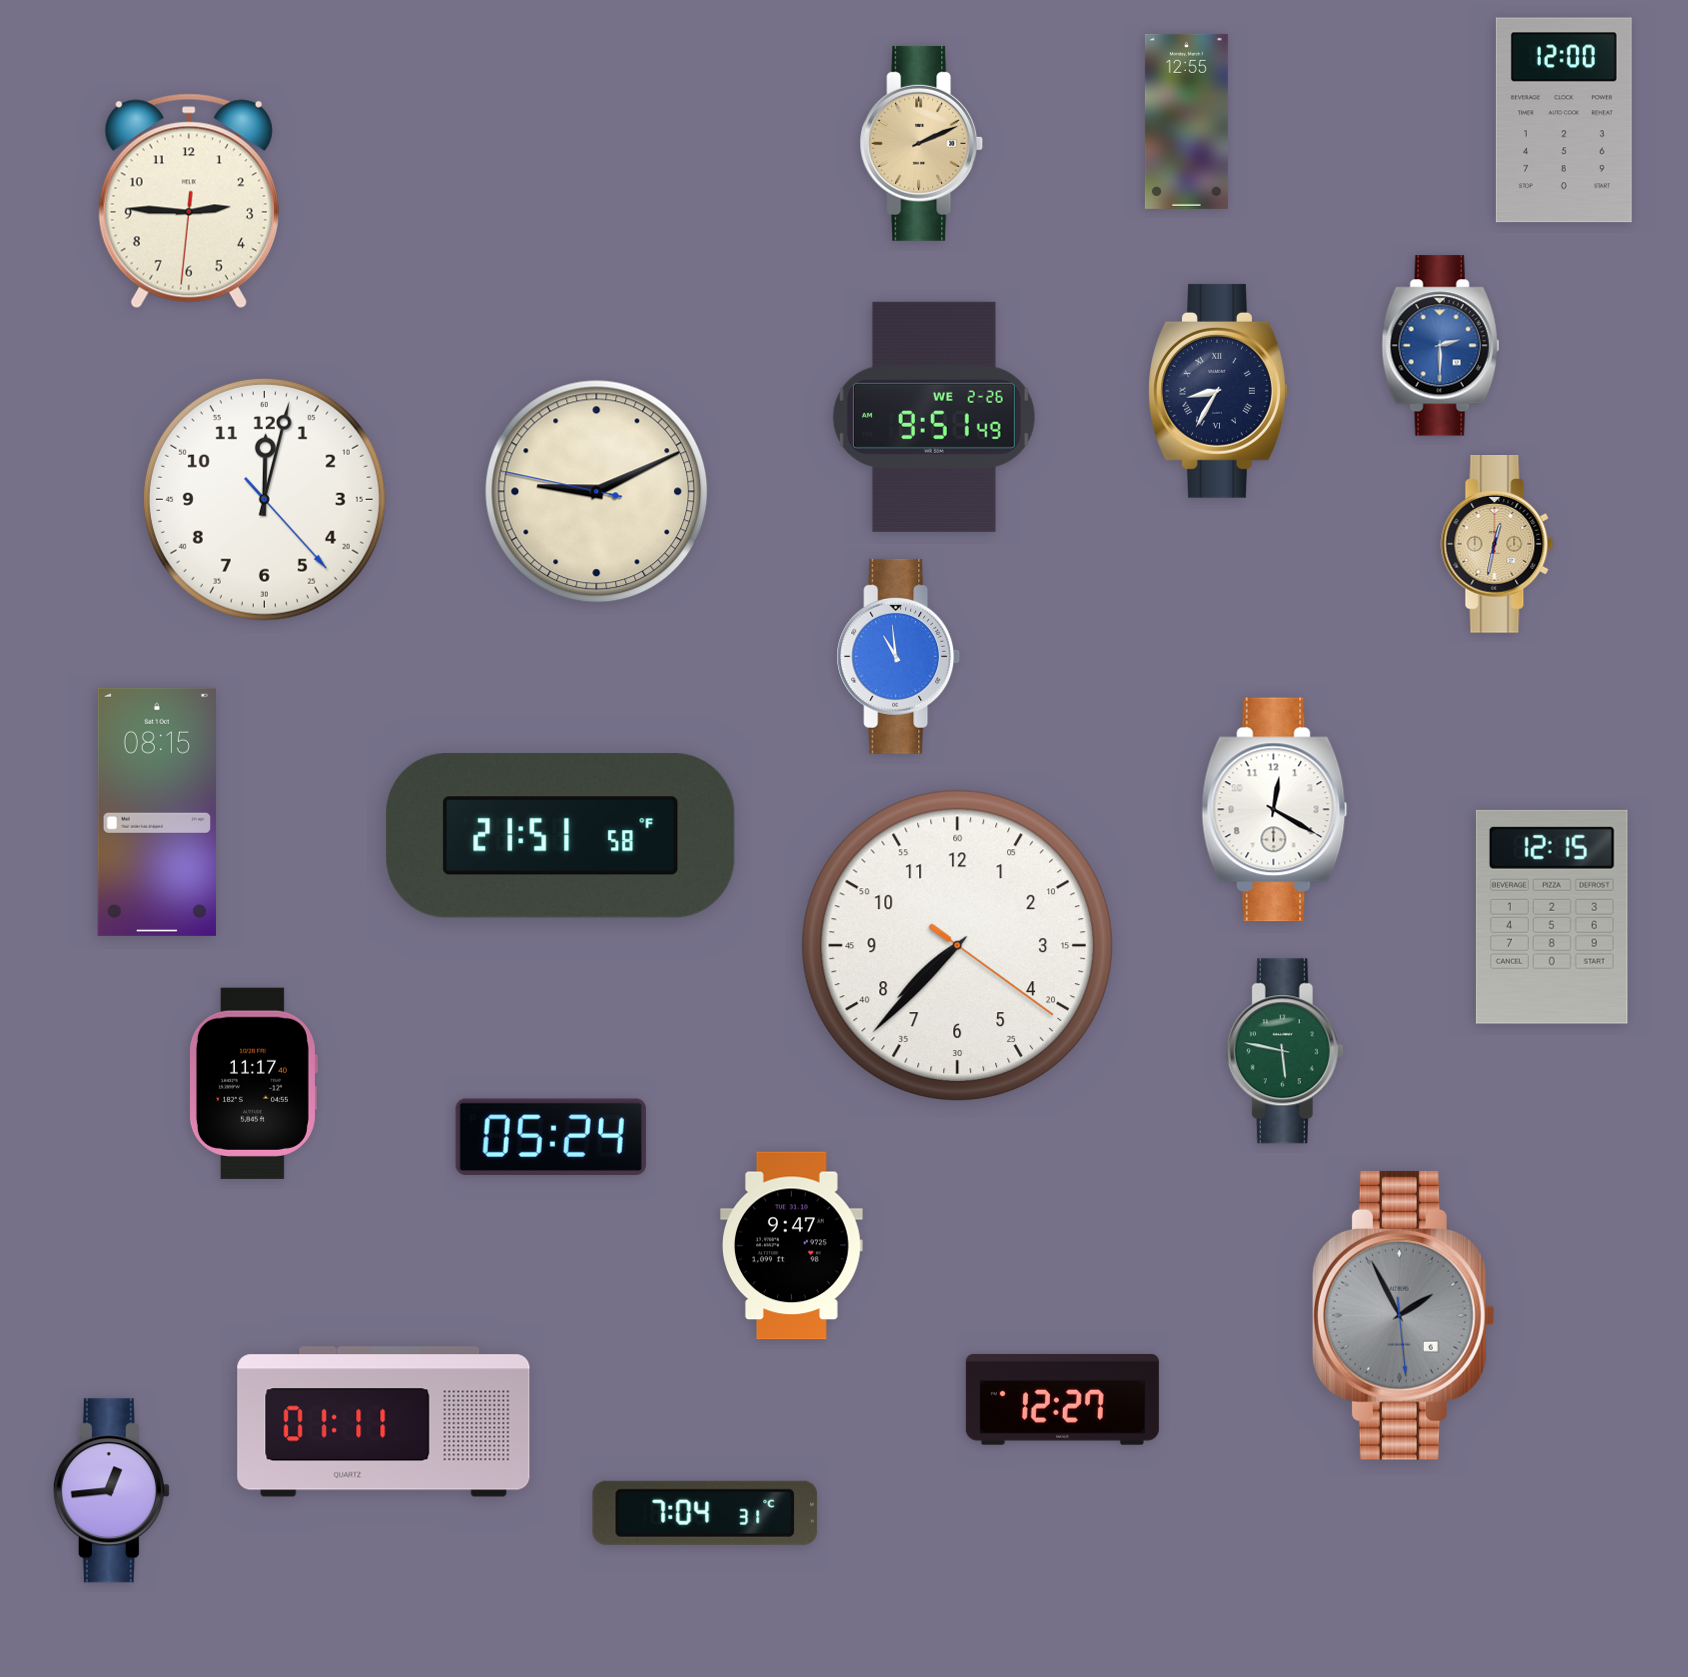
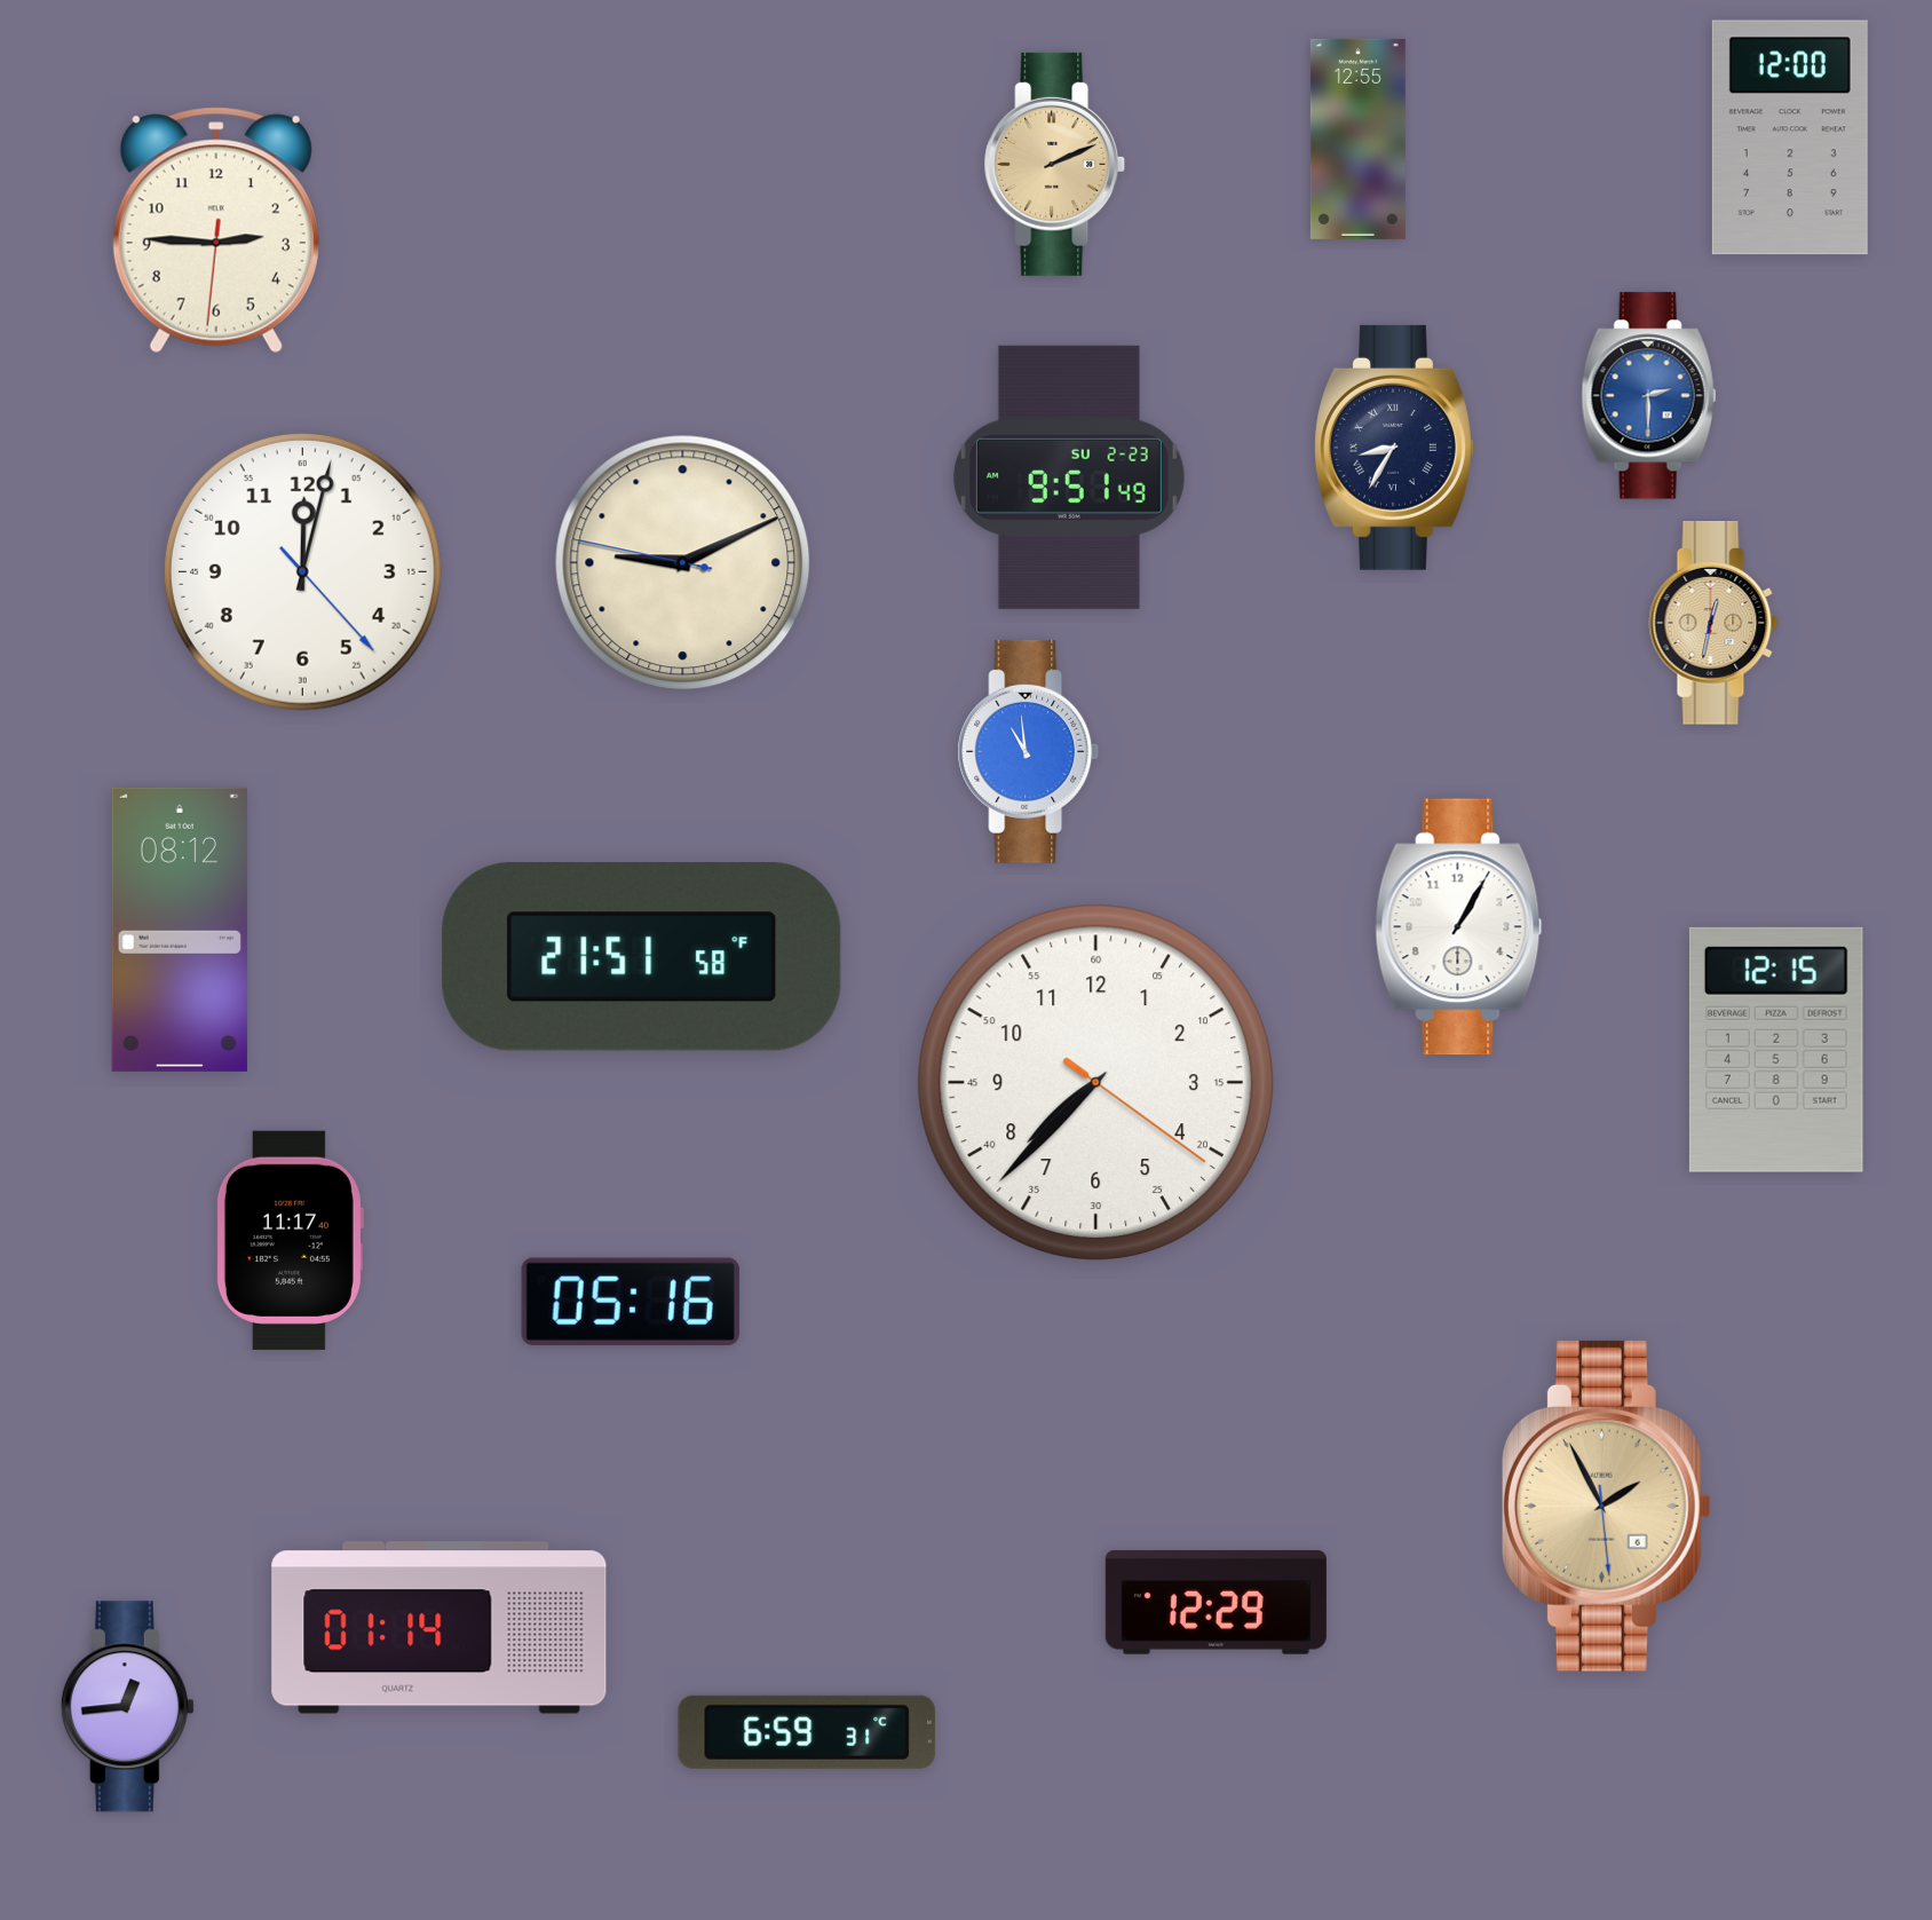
clock at (934, 417) date: WE 2-26 -> SU 2-23
clock at (1275, 810): 12:20 -> 1:05
clock at (157, 812): 08:15 -> 08:12
clock at (1285, 1051): 5:47 -> none
clock at (551, 1137): 05:24 -> 05:16
clock at (792, 1246): 9:47 -> none
clock at (1403, 1315) dial: grey -> champagne
clock at (1062, 1399): 12:27 -> 12:29
clock at (384, 1422): 01:11 -> 01:14
clock at (705, 1513): 7:04 -> 6:59
